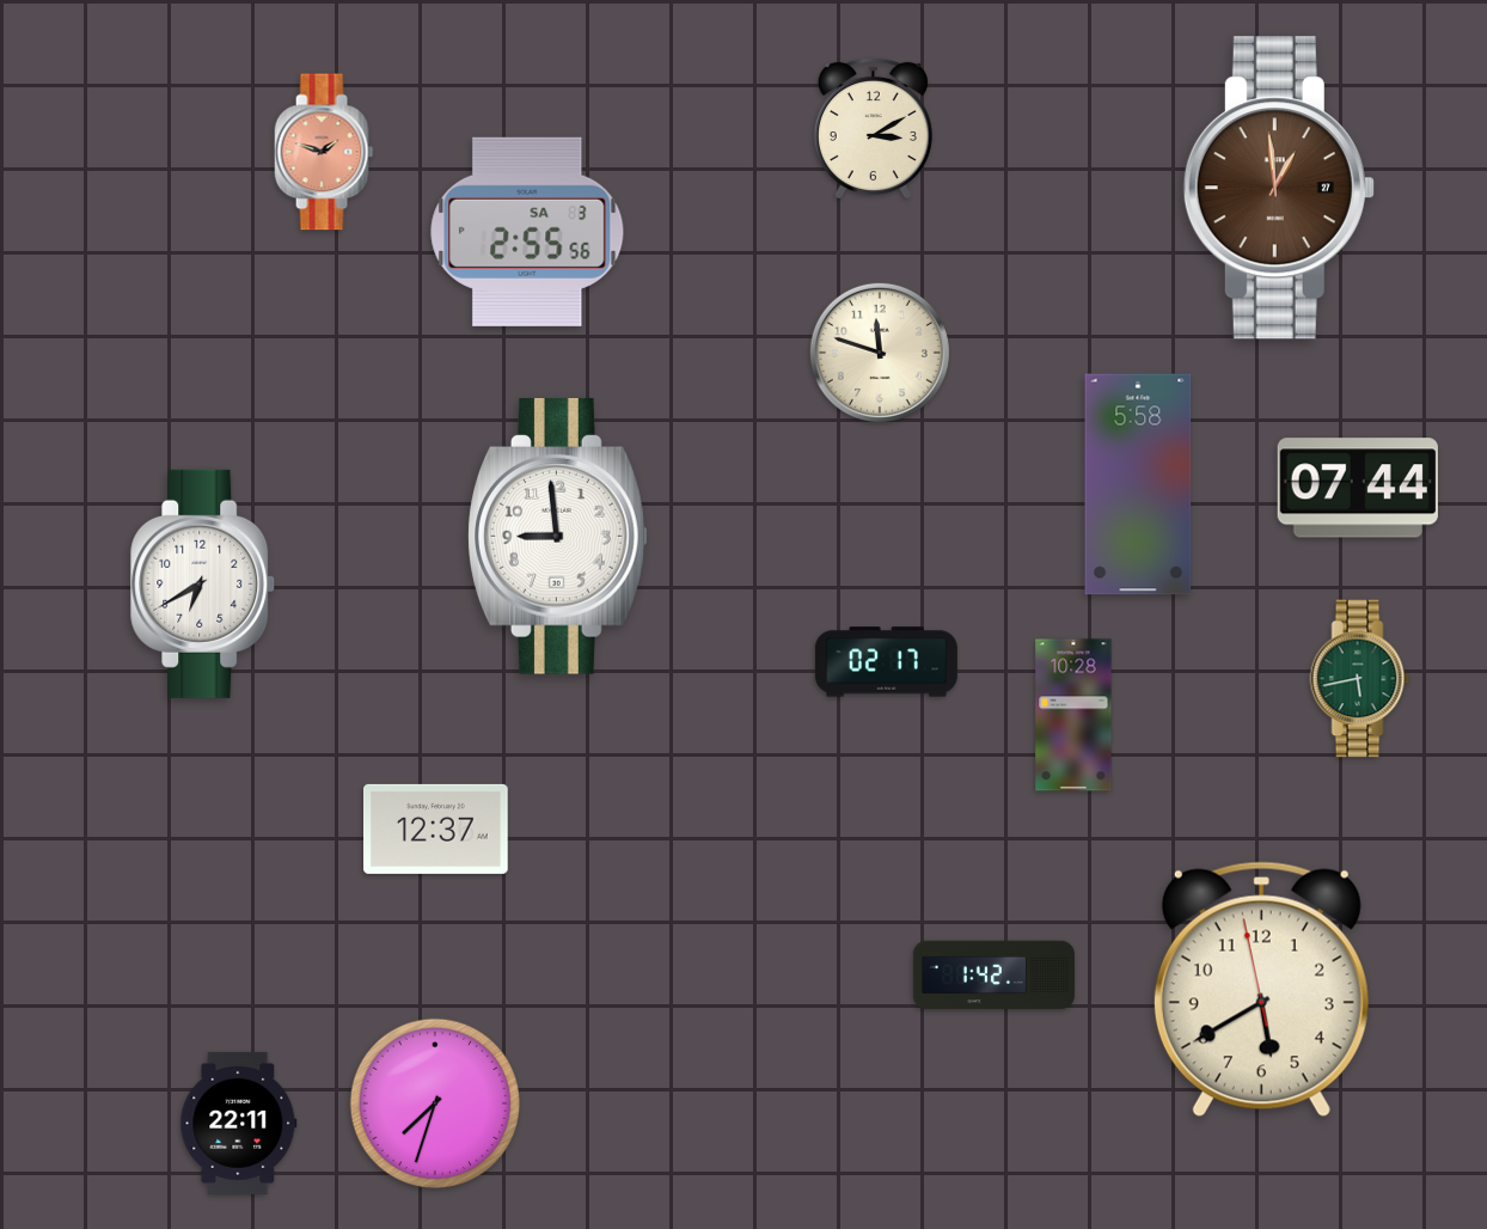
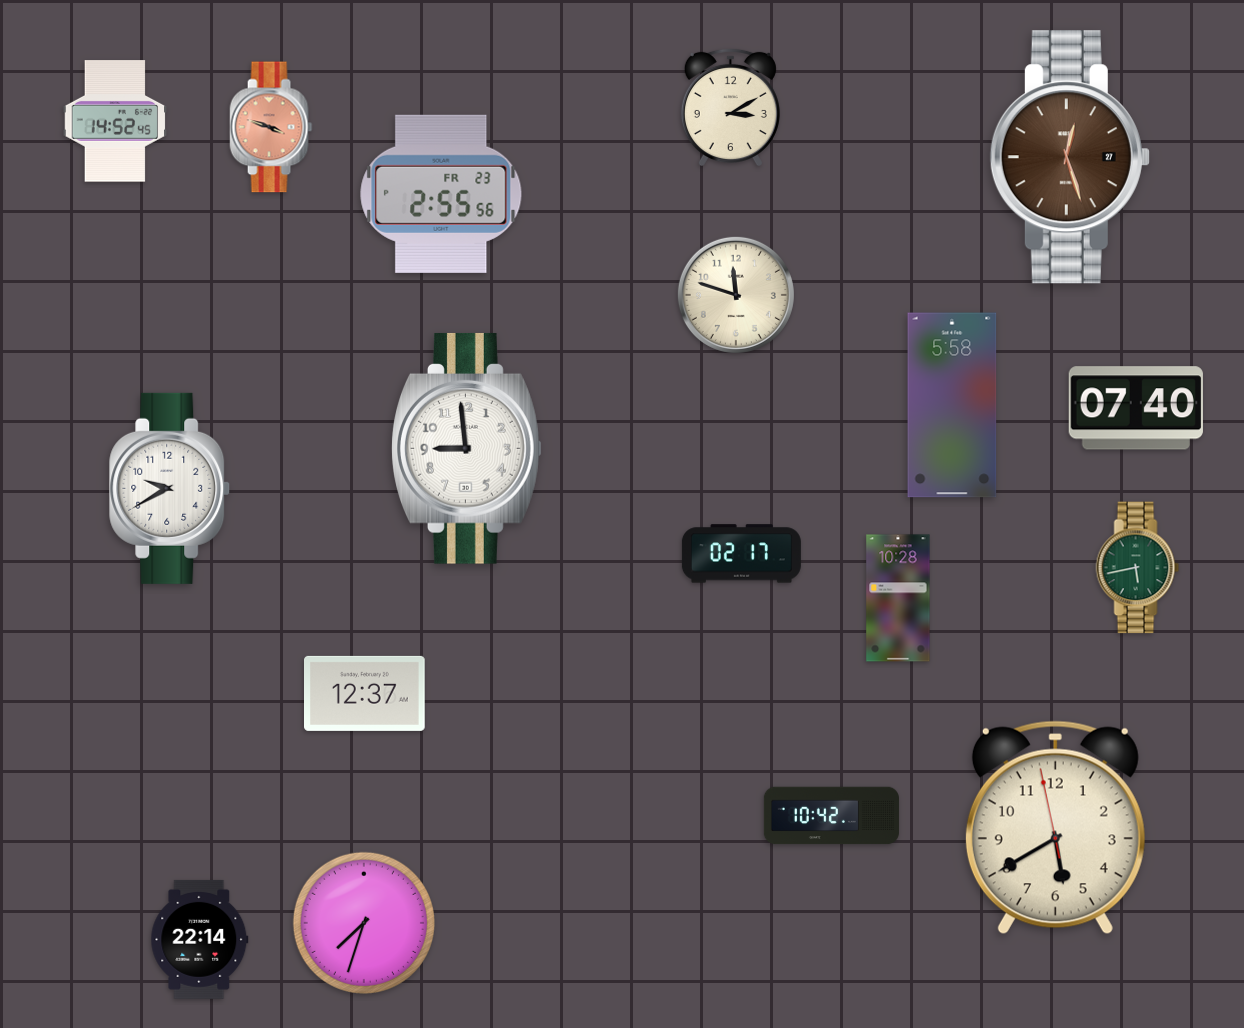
clock at (115, 121): none -> 14:52
clock at (324, 152): 1:48 -> 3:48
clock at (1279, 188): 12:59 -> 12:27
clock at (527, 232) date: SA 3 -> FR 23
clock at (1358, 488): 07:44 -> 07:40
clock at (203, 583): 6:40 -> 9:40
clock at (993, 976): 1:42 -> 10:42
clock at (239, 1123): 22:11 -> 22:14
